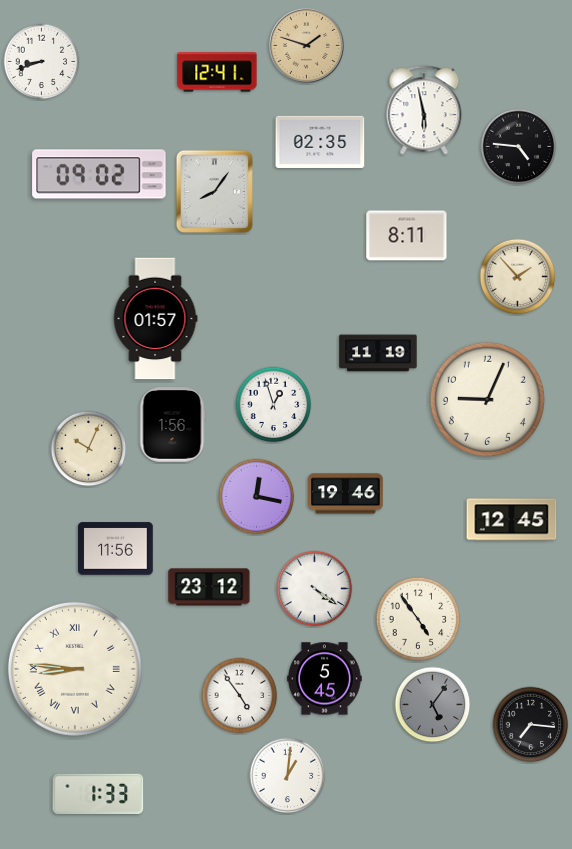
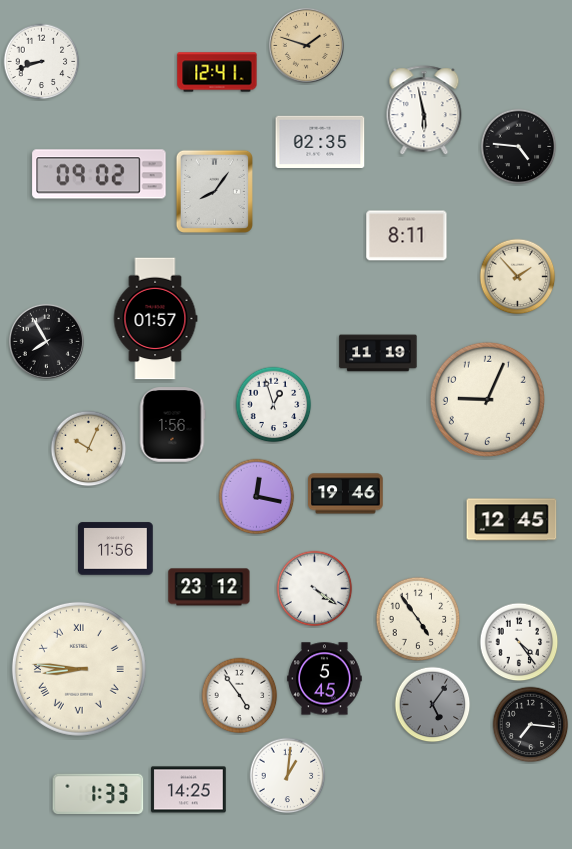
clock at (46, 341): none -> 7:55
clock at (519, 642): none -> 4:24
clock at (75, 669) position: (75, 669) -> (79, 669)
clock at (189, 790): none -> 14:25
